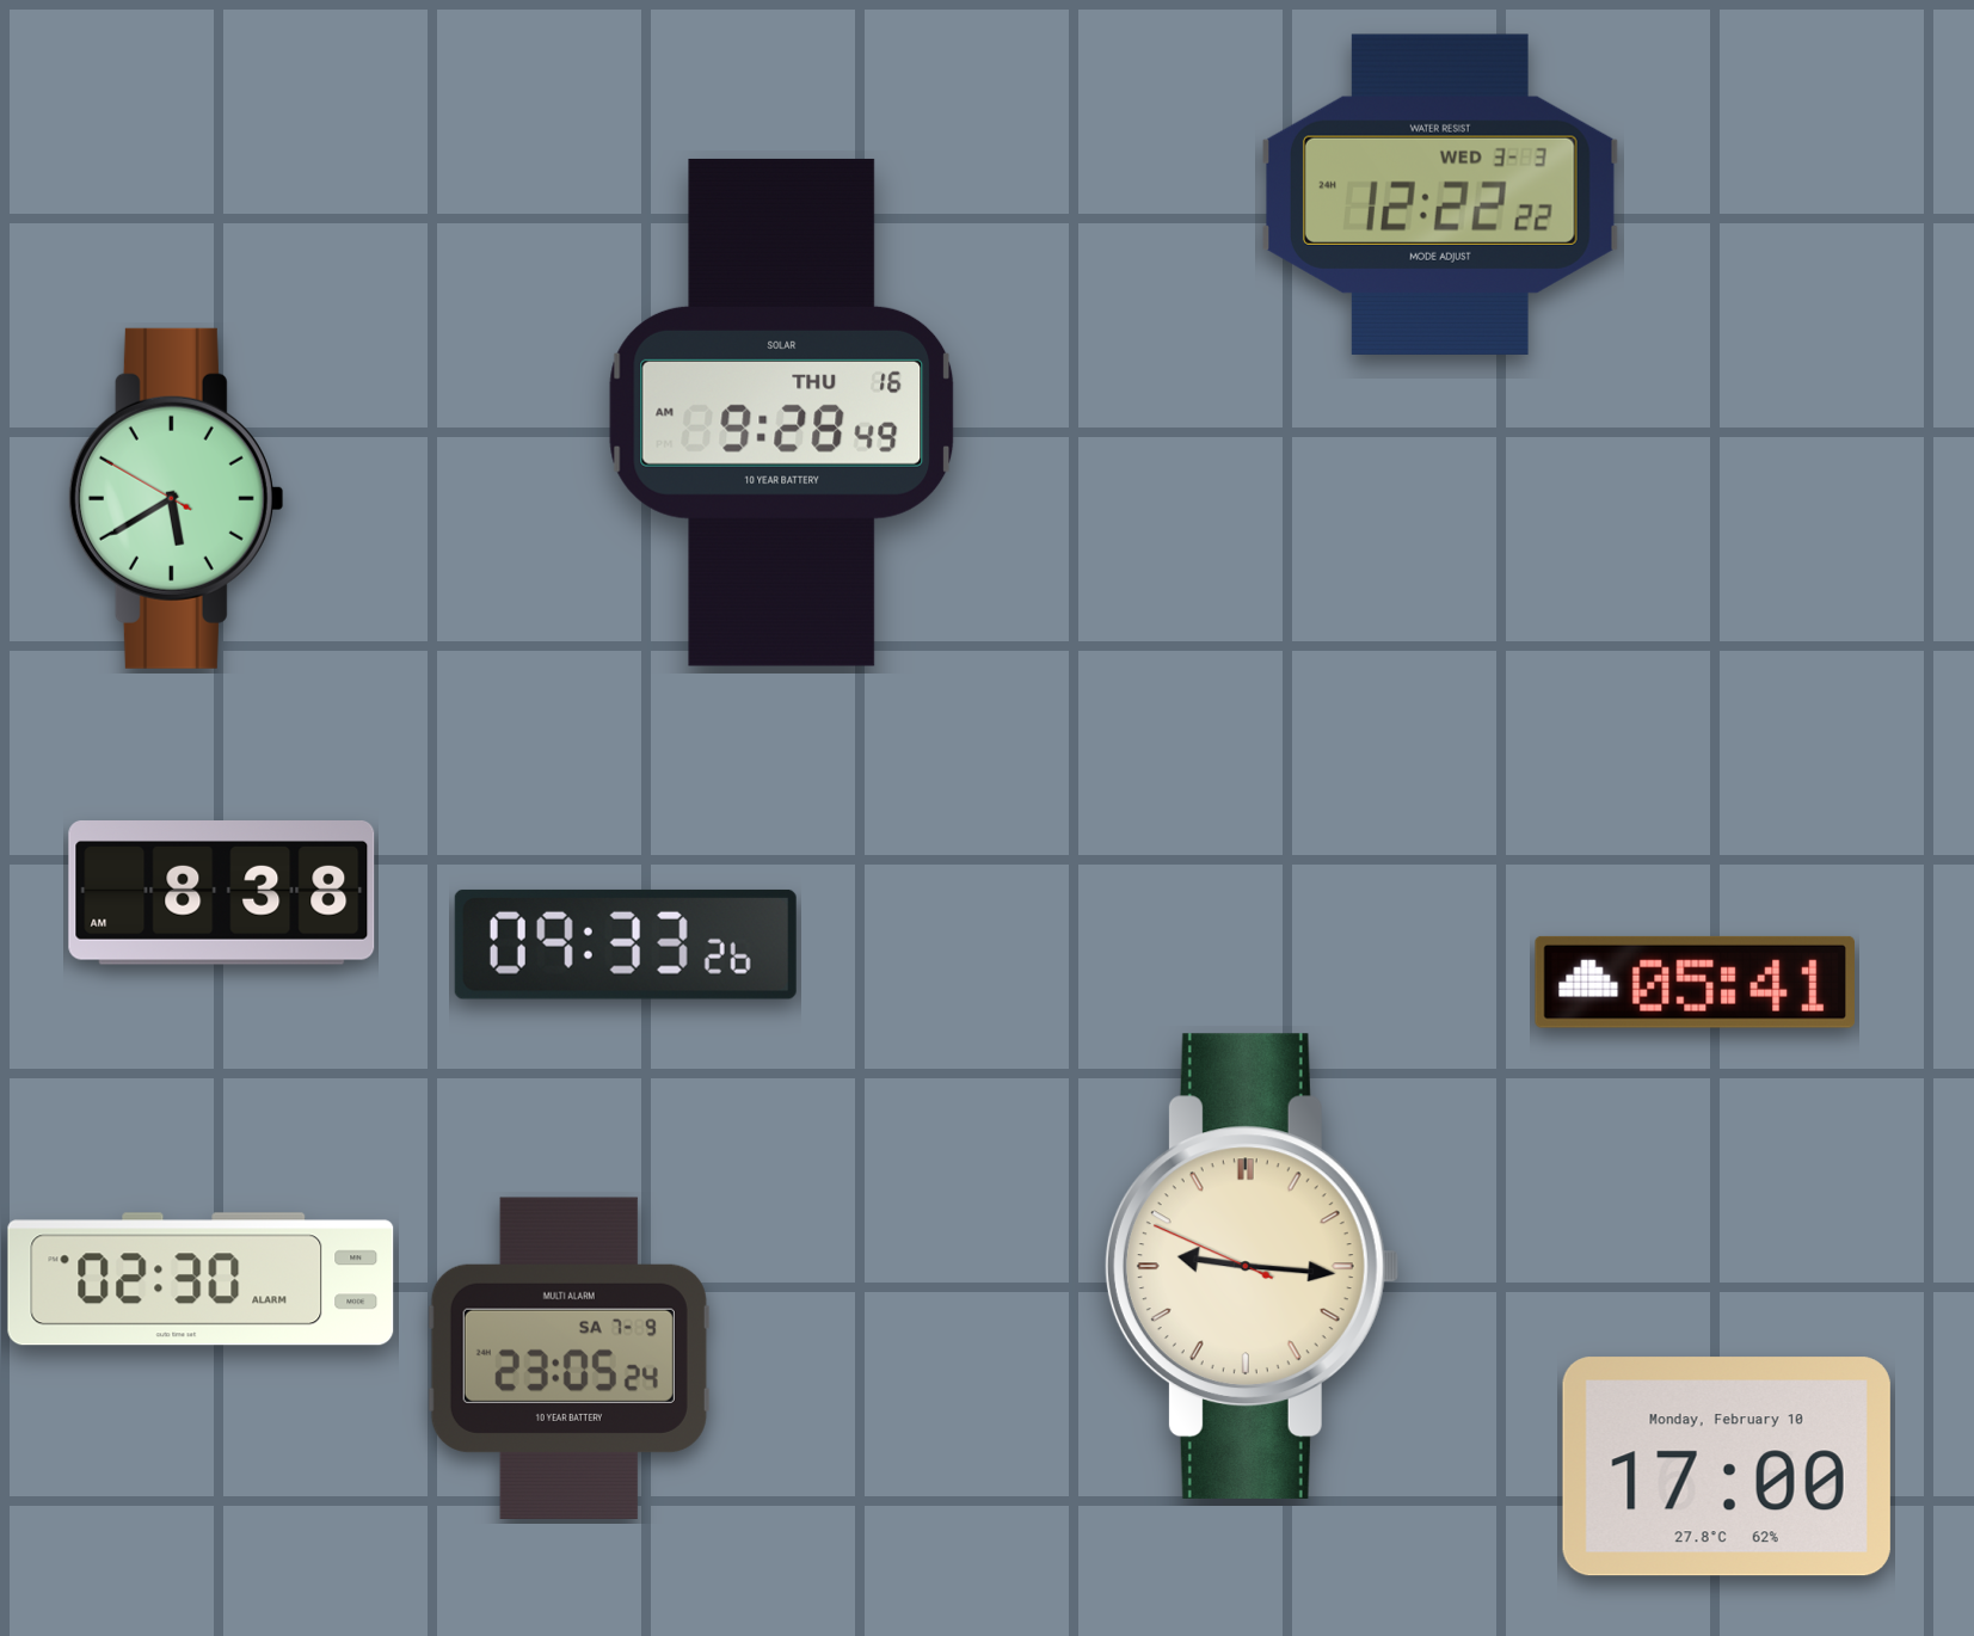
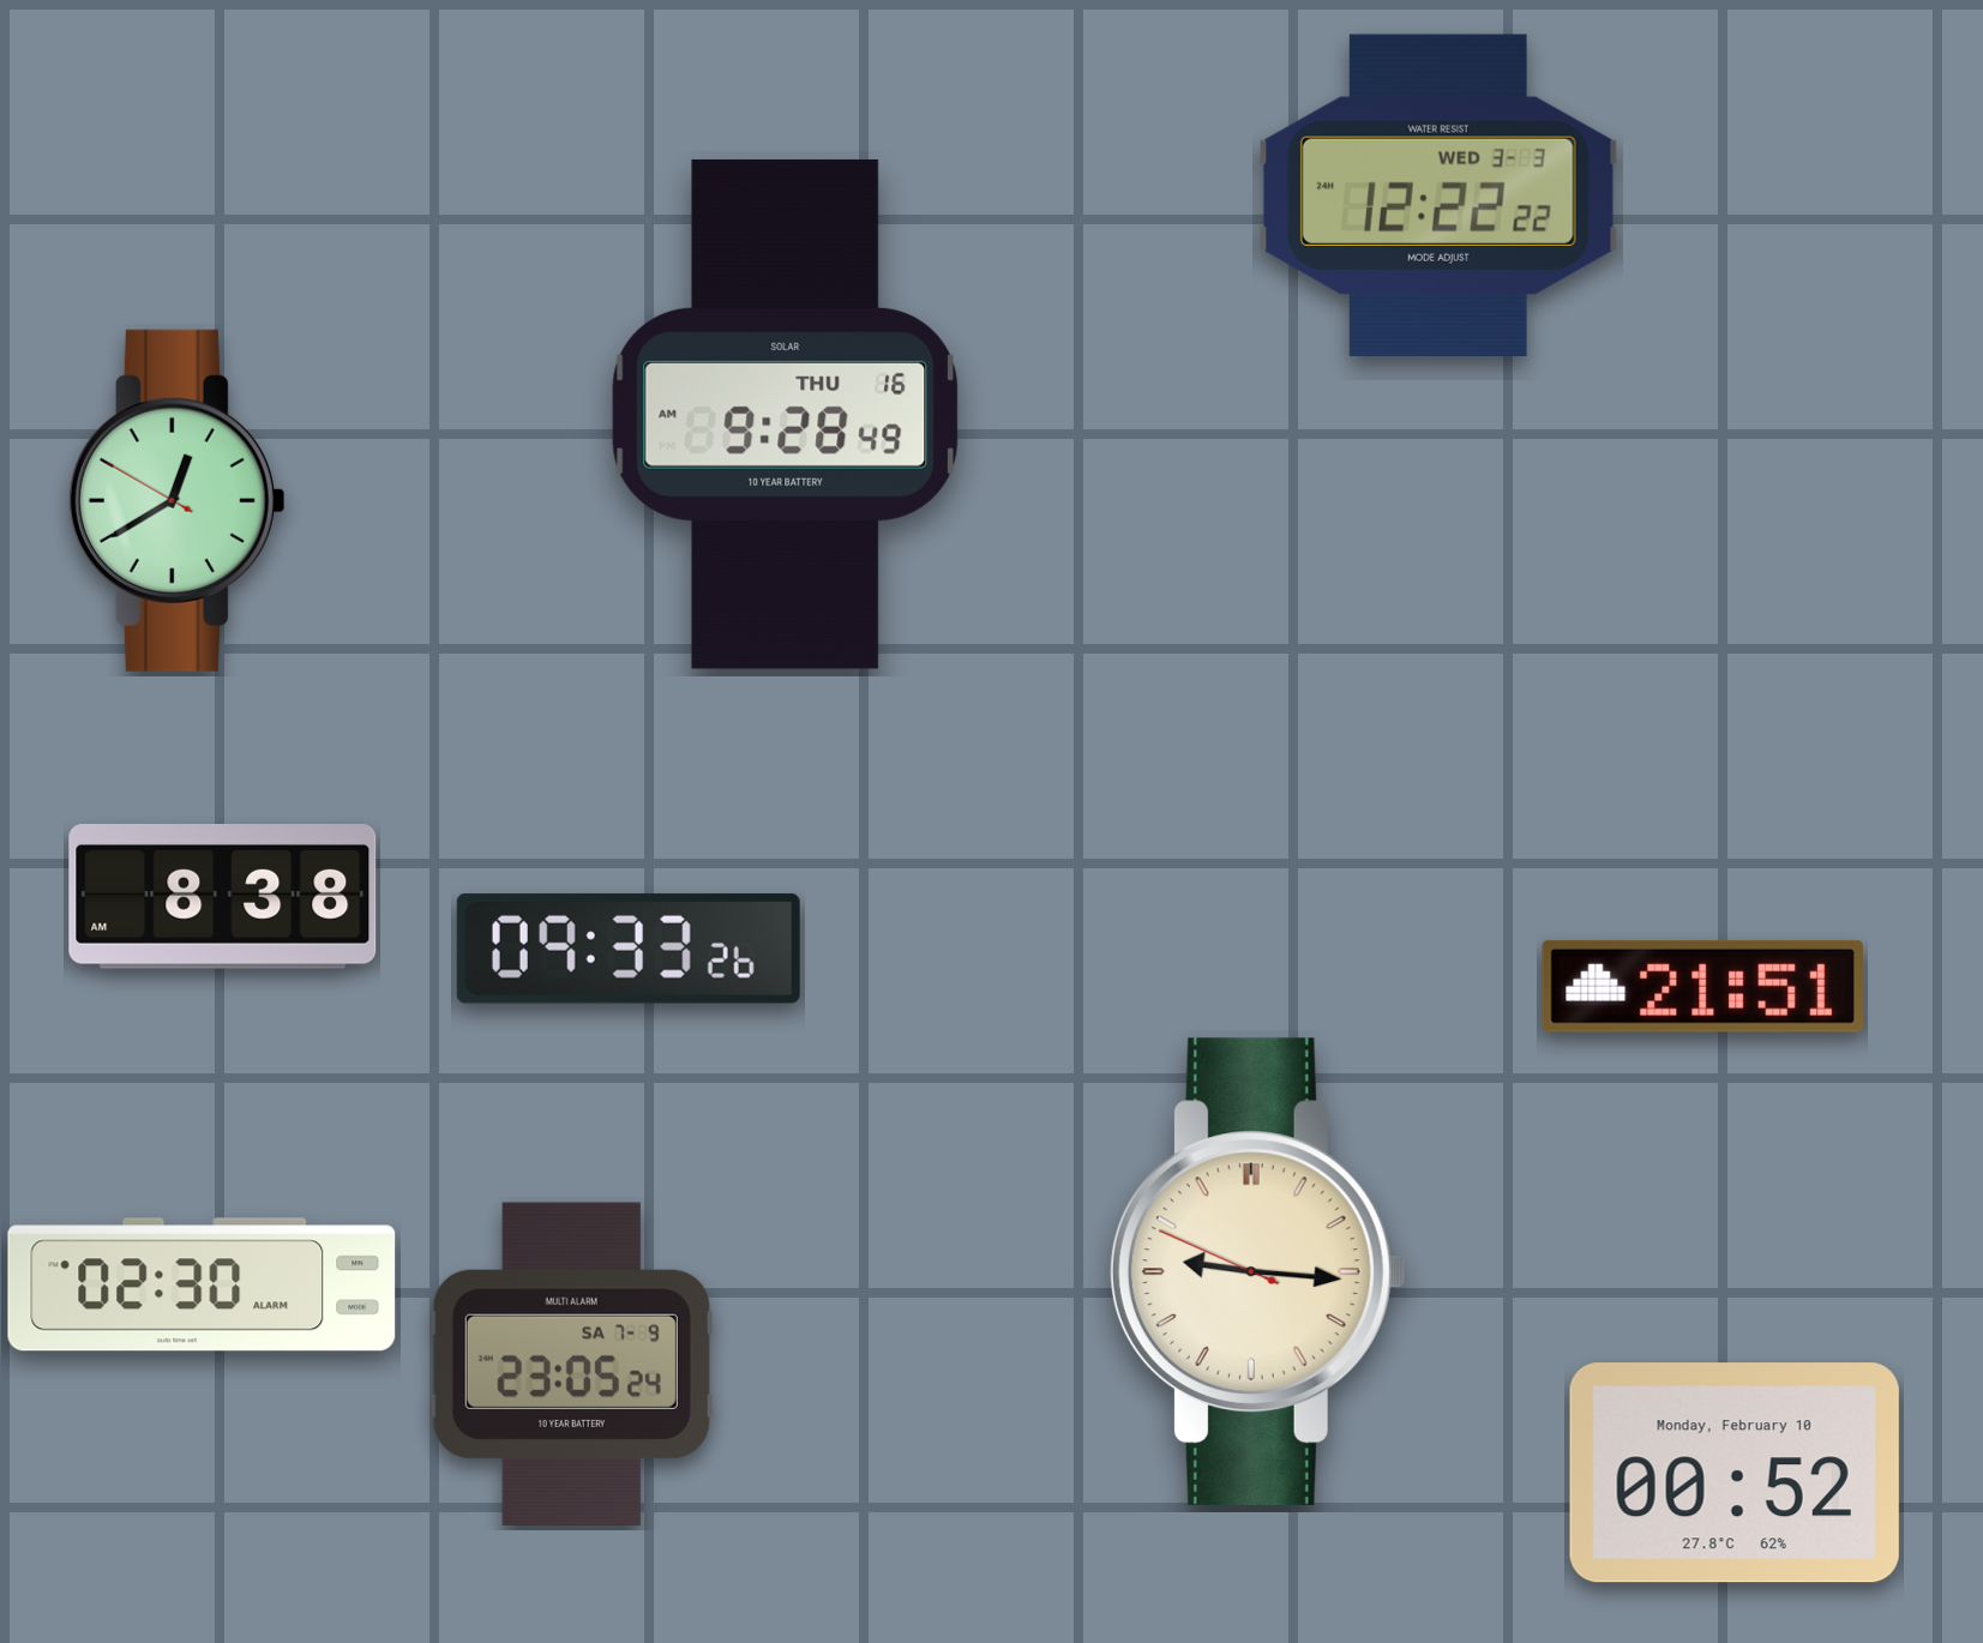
clock at (1440, 195) position: (1440, 195) -> (1438, 195)
clock at (176, 498): 5:39 -> 12:39
clock at (1695, 982): 05:41 -> 21:51
clock at (1727, 1466): 17:00 -> 00:52
